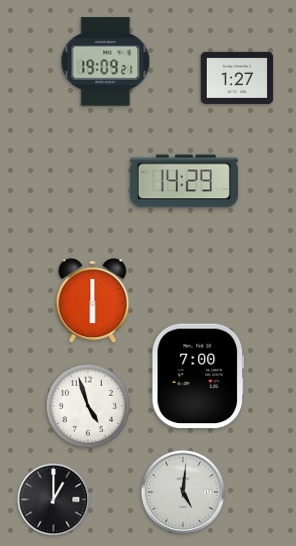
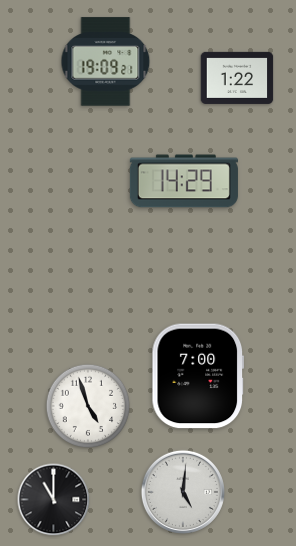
clock at (237, 78): 1:27 -> 1:22
clock at (93, 301): 6:00 -> none
clock at (54, 500): 1:00 -> 11:00
